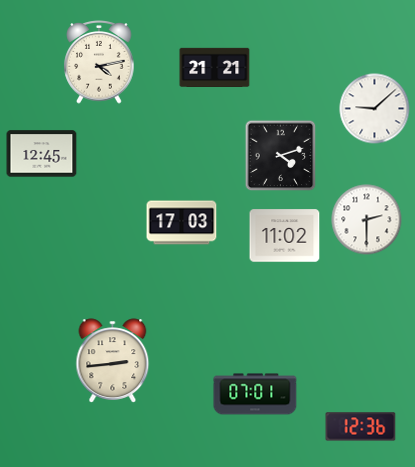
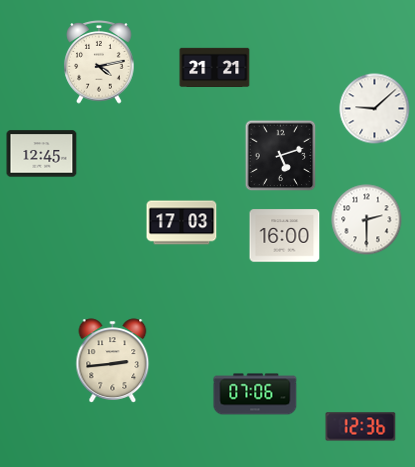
clock at (281, 156): 4:12 -> 5:12
clock at (285, 236): 11:02 -> 16:00
clock at (255, 394): 07:01 -> 07:06
